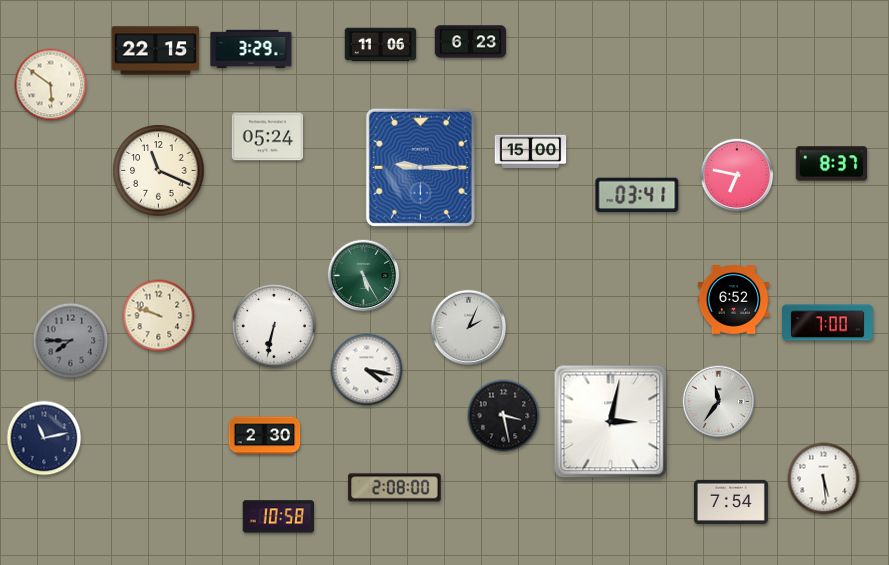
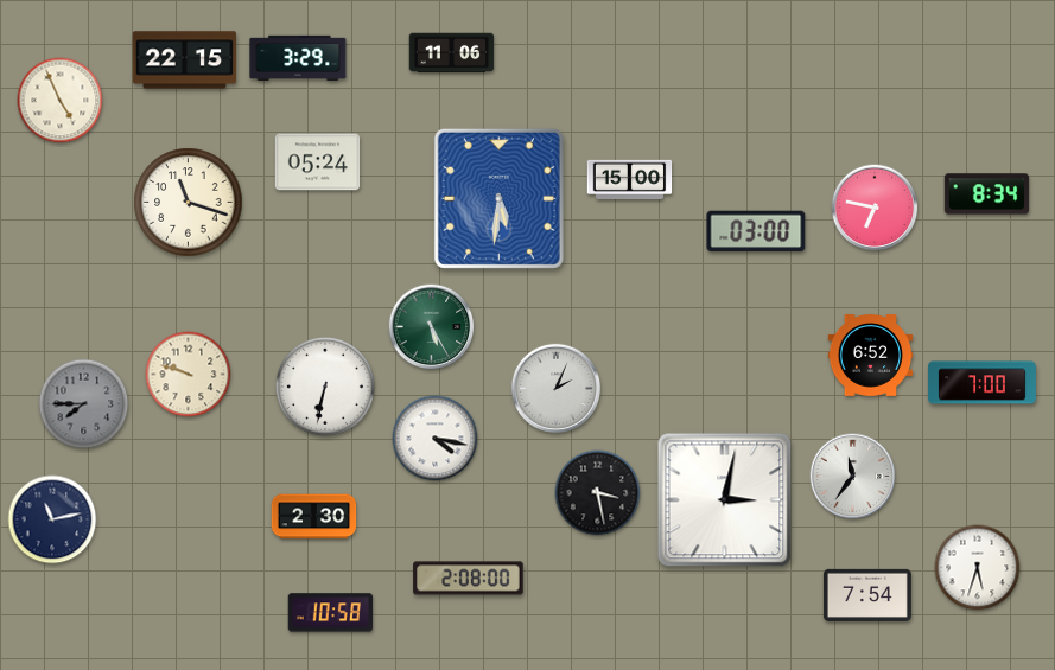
clock at (471, 42): 6:23 -> none
clock at (51, 85): 5:51 -> 4:56
clock at (832, 164): 8:37 -> 8:34
clock at (420, 167): 9:15 -> 5:31
clock at (159, 171): 11:19 -> 11:18
clock at (637, 195): 03:41 -> 03:00
clock at (824, 479): 5:29 -> 5:33
